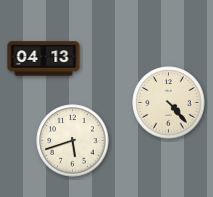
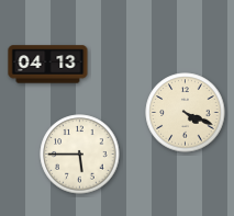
clock at (169, 103): 4:23 -> 4:19
clock at (73, 141): 5:42 -> 5:45
